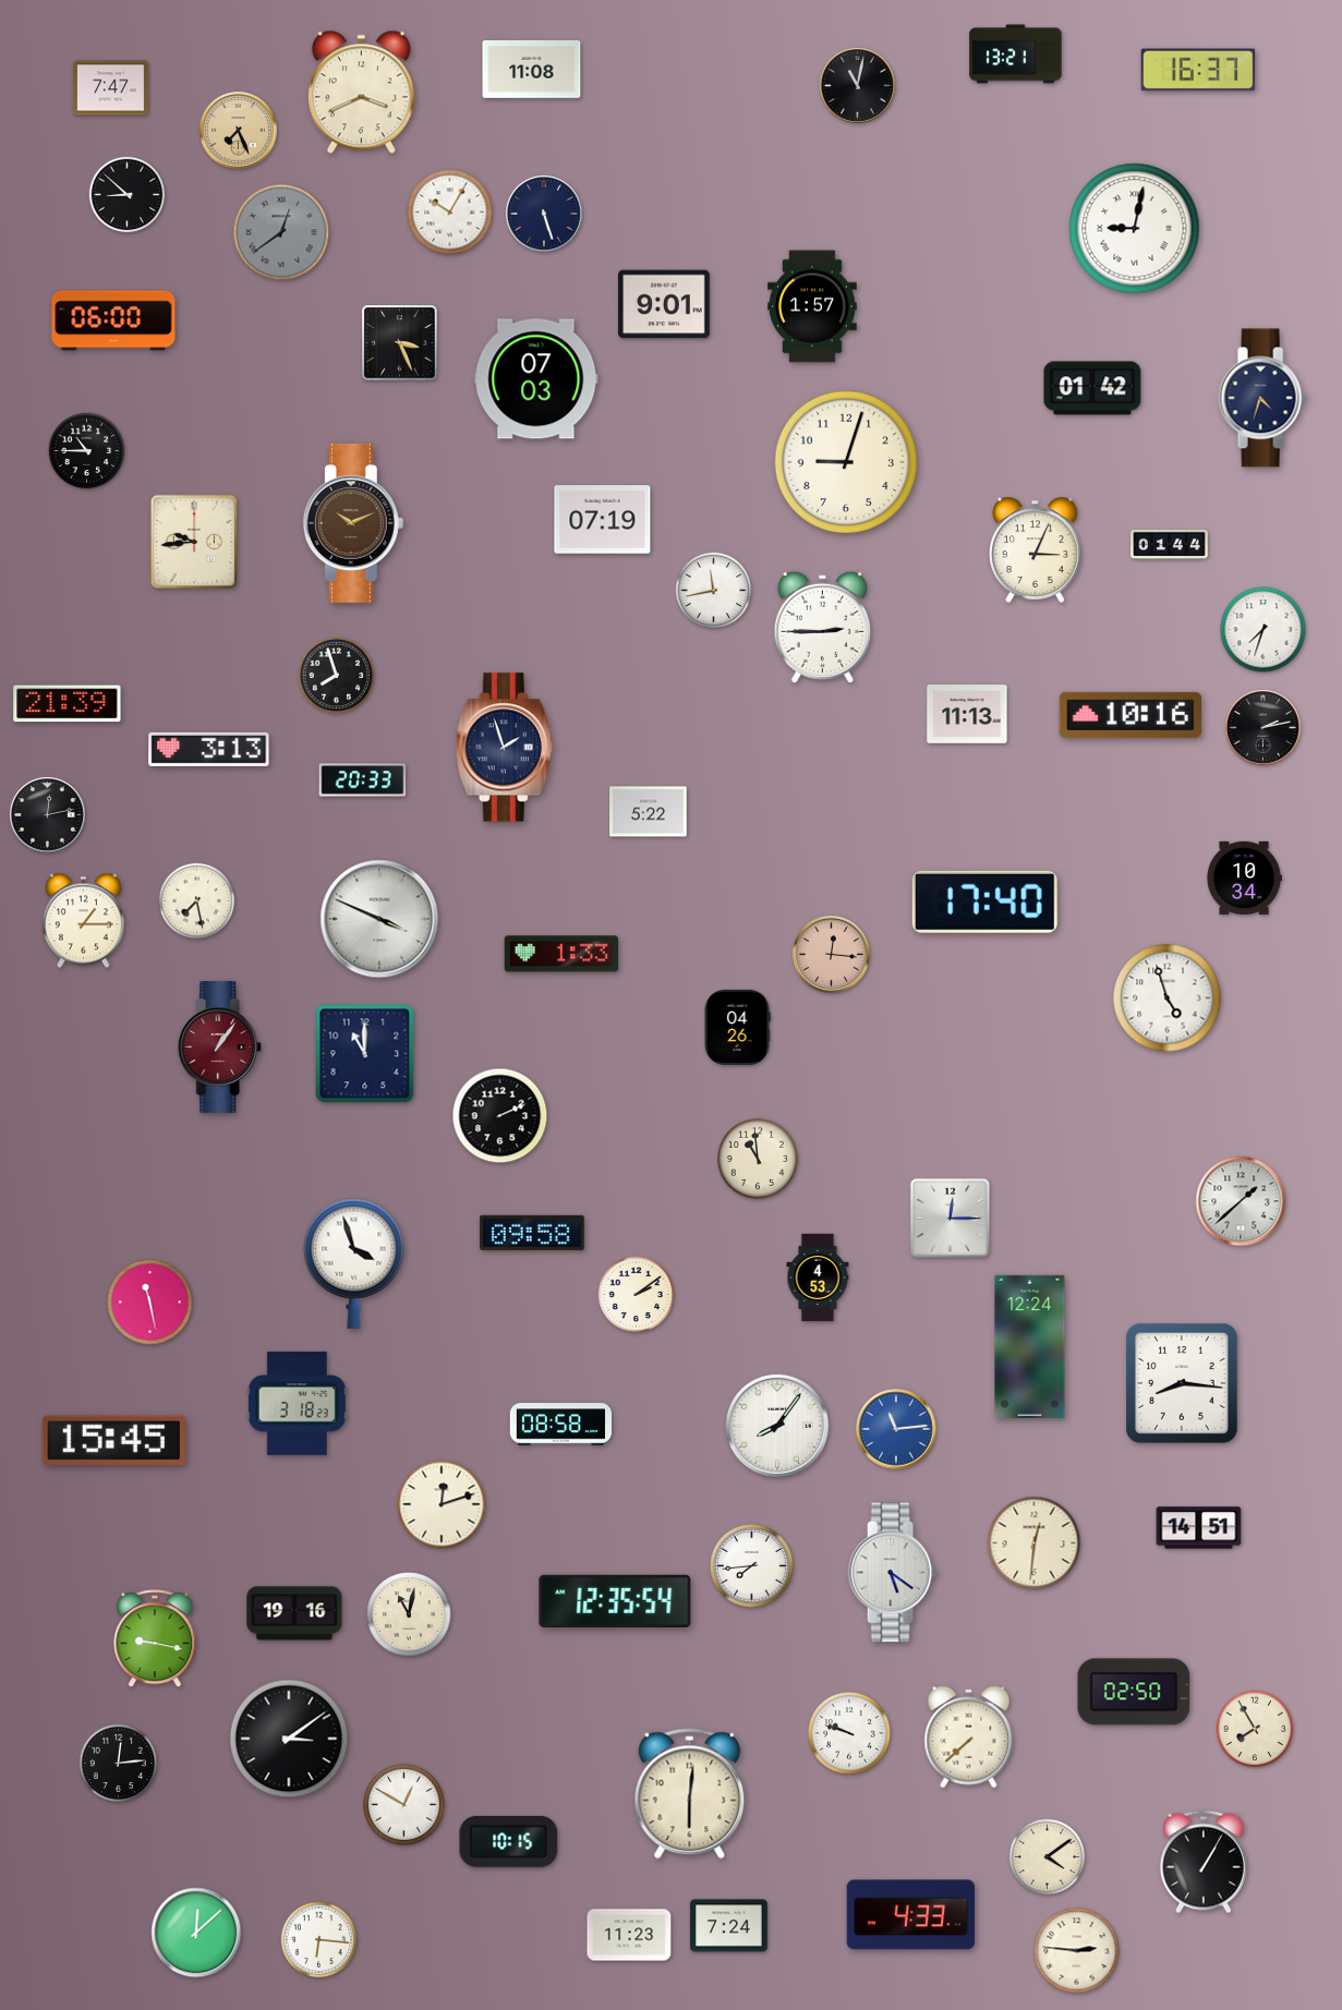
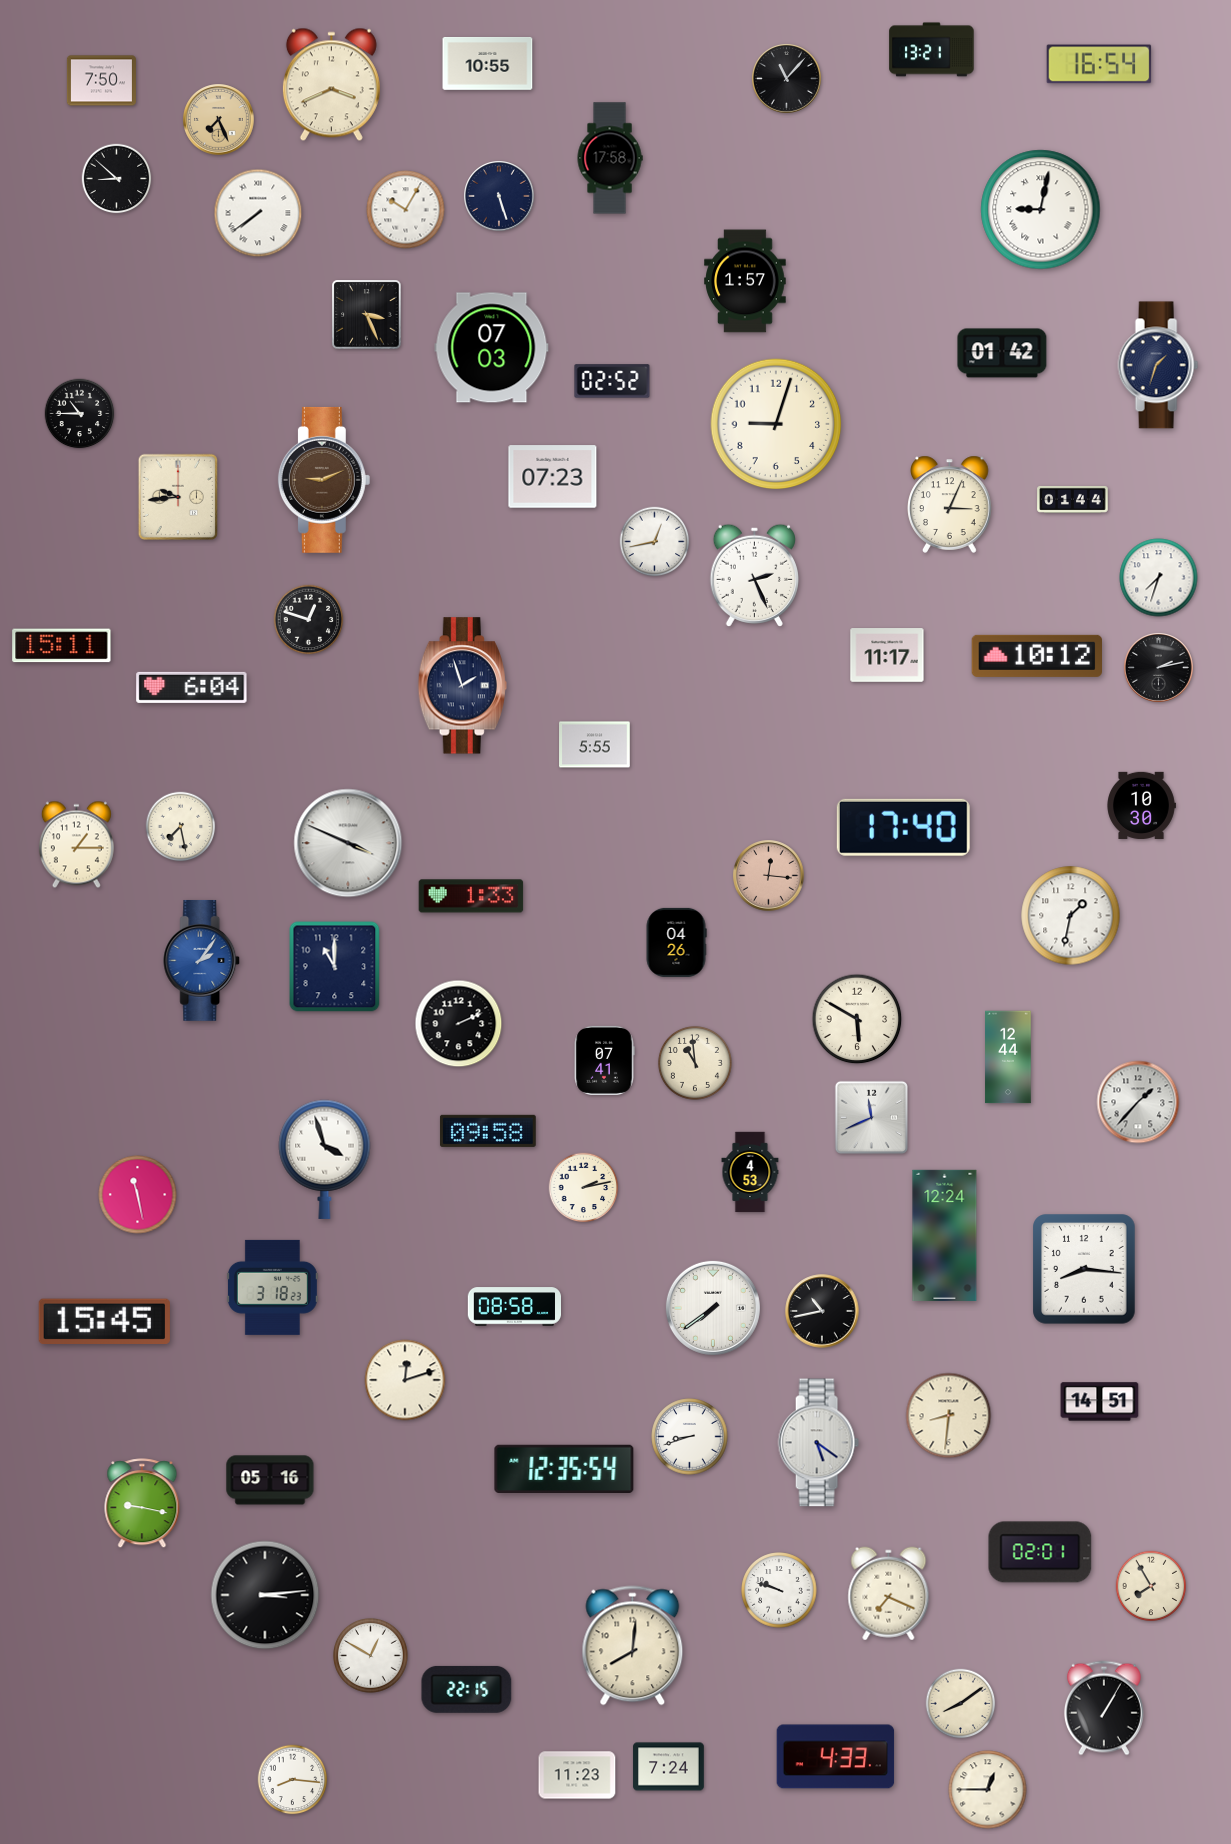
clock at (532, 69): 11:08 -> 10:55
clock at (1198, 70): 16:37 -> 16:54
clock at (857, 85): 11:02 -> 11:07
clock at (110, 88): 7:47 -> 7:50
clock at (610, 158): none -> 17:58
clock at (450, 213) position: (450, 213) -> (406, 210)
clock at (281, 232): 12:39 -> 7:39
clock at (281, 232) dial: grey -> white
clock at (664, 304): 9:01 -> none
clock at (113, 320): 06:00 -> none
clock at (1092, 388) position: (1092, 388) -> (1002, 353)
clock at (1262, 398): 4:33 -> 1:33
clock at (612, 381): none -> 02:52
clock at (603, 520): 07:19 -> 07:23
clock at (353, 523): 10:11 -> 9:11
clock at (714, 591): 11:43 -> 12:43
clock at (822, 627): 2:45 -> 2:26
clock at (337, 676): 7:57 -> 12:48
clock at (68, 704): 21:39 -> 15:11
clock at (967, 714): 11:13 -> 11:17
clock at (1129, 715): 10:16 -> 10:12
clock at (209, 749): 3:13 -> 6:04
clock at (363, 780): 20:33 -> none
clock at (649, 812): 5:22 -> 5:55
clock at (47, 814): 12:13 -> none
clock at (1244, 877): 10:34 -> 10:30
clock at (561, 954) position: (561, 954) -> (471, 896)
clock at (832, 955) position: (832, 955) -> (769, 876)
clock at (1168, 998): 4:57 -> 1:32
clock at (220, 1046): 1:06 -> 2:06
clock at (220, 1046) dial: burgundy -> blue
clock at (857, 1019): none -> 5:50
clock at (1008, 1057): none -> 12:44
clock at (604, 1060): none -> 07:41
clock at (1241, 1201): 1:38 -> 1:37
clock at (950, 1218): 12:15 -> 11:41
clock at (637, 1295): 2:09 -> 2:13
clock at (777, 1426): 8:06 -> 7:39
clock at (896, 1429): 11:14 -> 10:43
clock at (896, 1429) dial: blue -> black
clock at (1035, 1543): 12:31 -> 8:31
clock at (752, 1566): 7:44 -> 8:42
clock at (294, 1613): 19:16 -> 05:16
clock at (409, 1614): 11:02 -> none
clock at (1134, 1692): 02:50 -> 02:01
clock at (969, 1737): 7:38 -> 7:19
clock at (289, 1739): 3:09 -> 3:14
clock at (118, 1763): 12:14 -> none
clock at (690, 1794): 6:01 -> 8:01
clock at (509, 1841): 10:15 -> 22:15
clock at (1048, 1857): 4:09 -> 8:09
clock at (196, 1933): 12:08 -> none
clock at (319, 1940): 6:16 -> 8:16
clock at (1077, 1951): 2:46 -> 12:45
